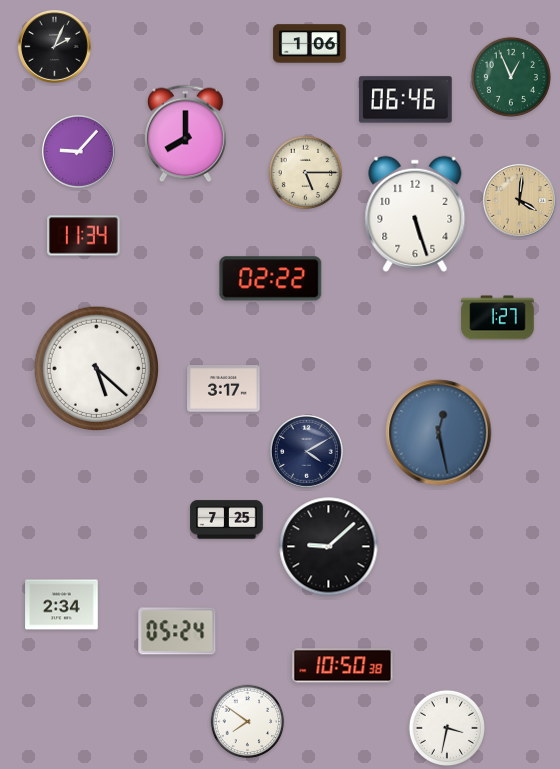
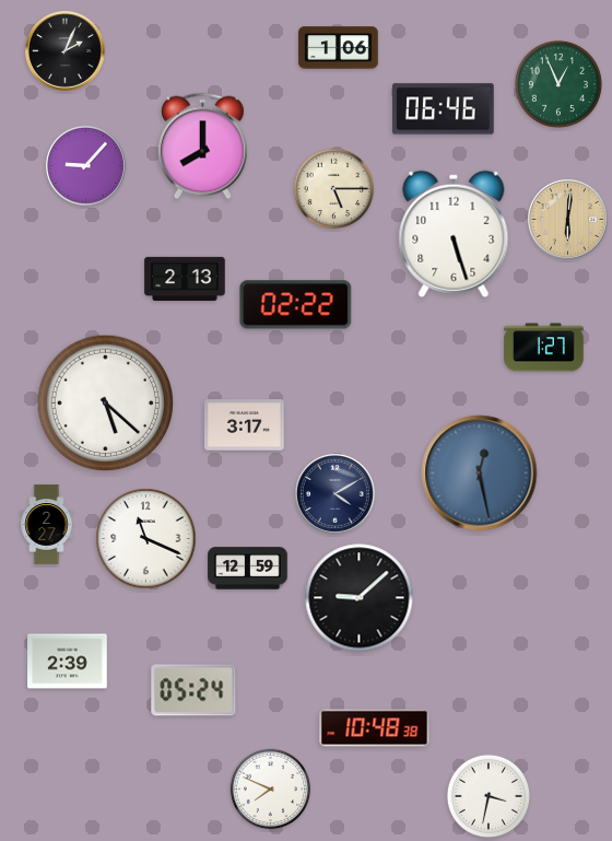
clock at (54, 46) position: (54, 46) -> (64, 50)
clock at (519, 200): 4:01 -> 6:01
clock at (84, 236): 11:34 -> none
clock at (185, 278): none -> 2:13
clock at (47, 525): none -> 2:27
clock at (146, 539): none -> 11:19
clock at (227, 520): 7:25 -> 12:59
clock at (62, 605): 2:34 -> 2:39
clock at (343, 666): 10:50 -> 10:48
clock at (248, 722): 7:51 -> 7:49
